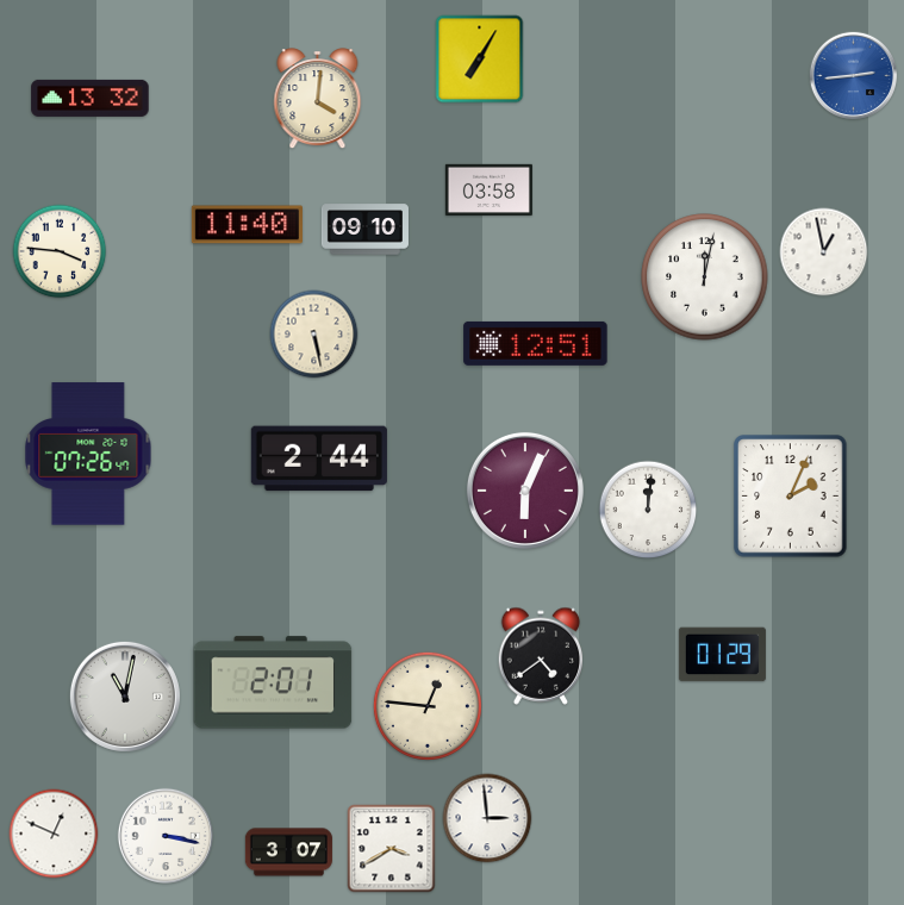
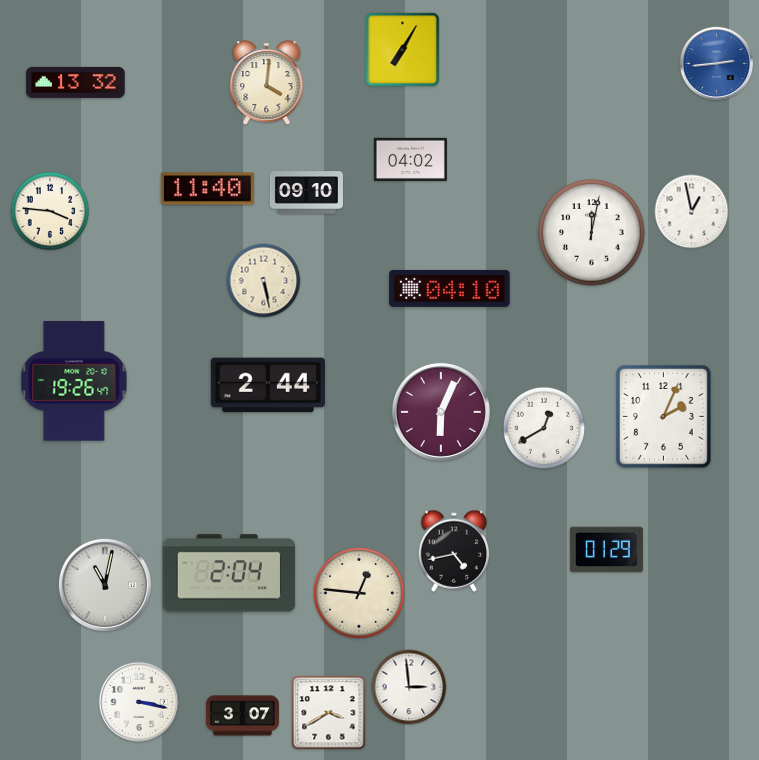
clock at (488, 189): 03:58 -> 04:02
clock at (536, 343): 12:51 -> 04:10
clock at (88, 454): 07:26 -> 19:26
clock at (648, 510): 12:01 -> 12:40
clock at (541, 656): 4:39 -> 4:43
clock at (273, 682): 2:01 -> 2:04
clock at (54, 834): 12:49 -> none
